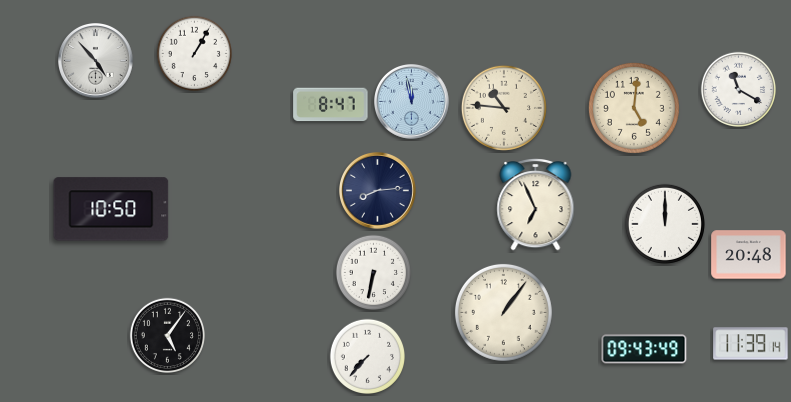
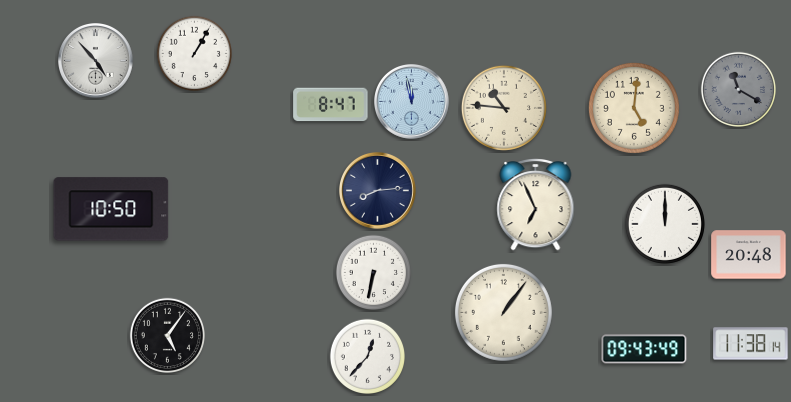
clock at (738, 89) dial: white -> grey
clock at (751, 344): 11:39 -> 11:38
clock at (367, 356): 7:37 -> 12:37
